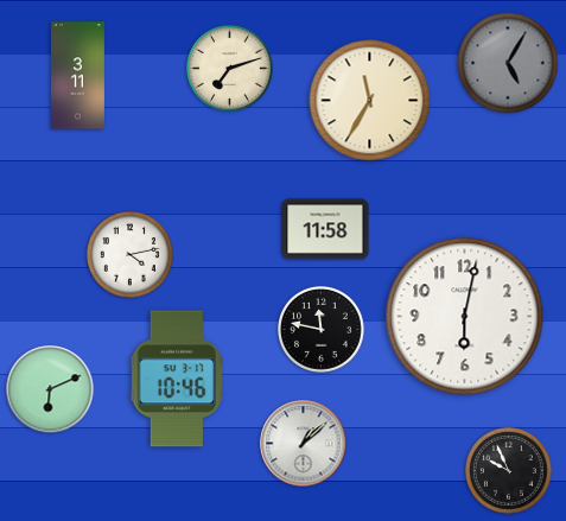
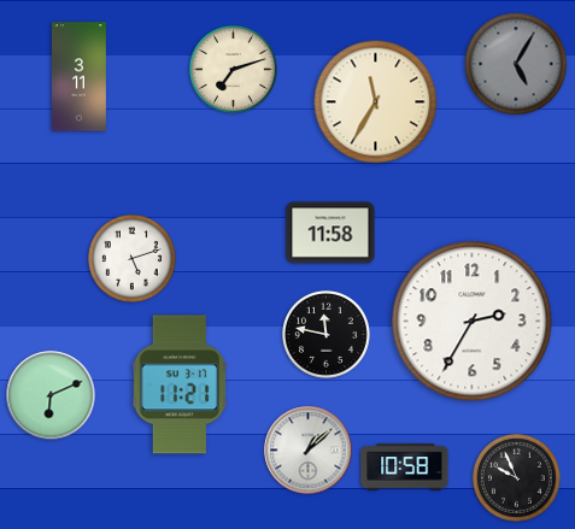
clock at (131, 255): 4:13 -> 5:12
clock at (465, 317): 6:02 -> 2:35
clock at (177, 379): 10:46 -> 11:21
clock at (405, 468): none -> 10:58
